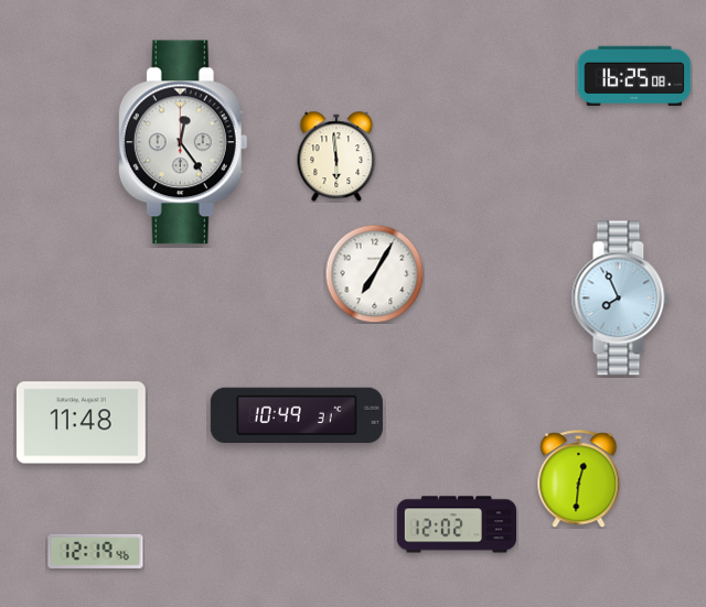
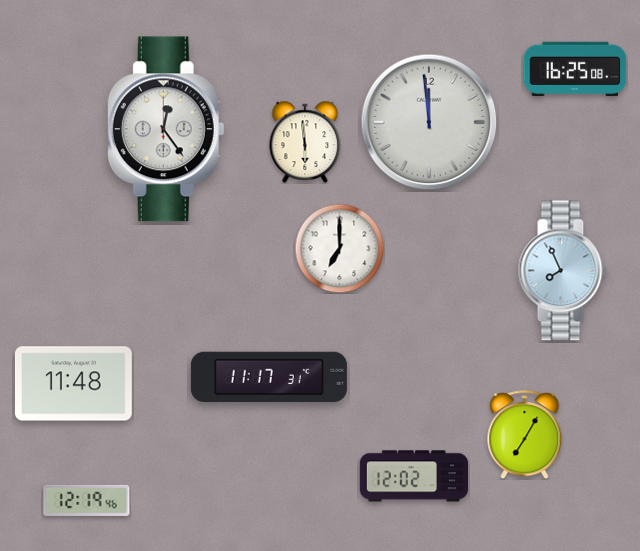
clock at (429, 122): none -> 11:59
clock at (374, 273): 7:05 -> 7:00
clock at (297, 414): 10:49 -> 11:17
clock at (579, 479): 12:31 -> 7:05
